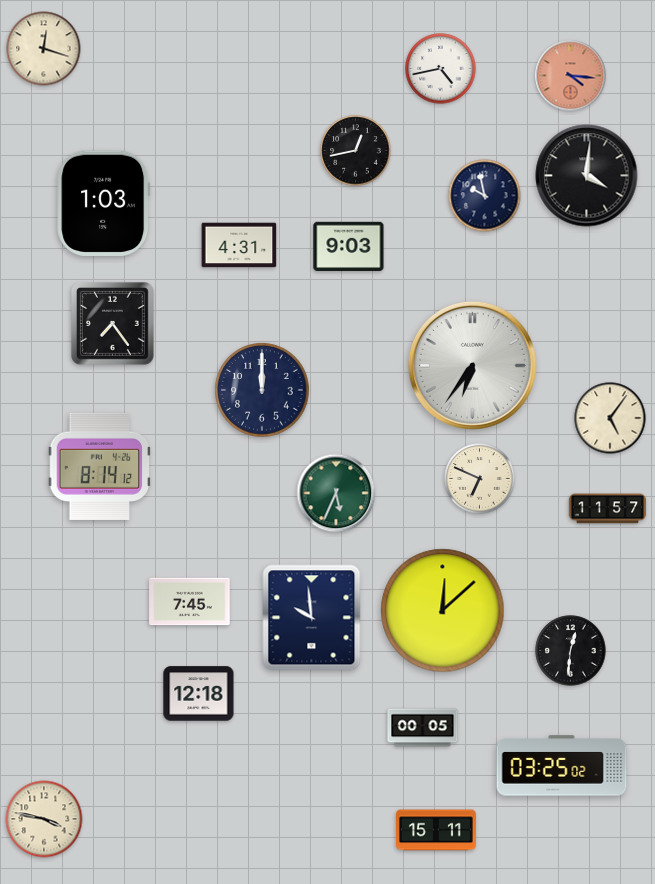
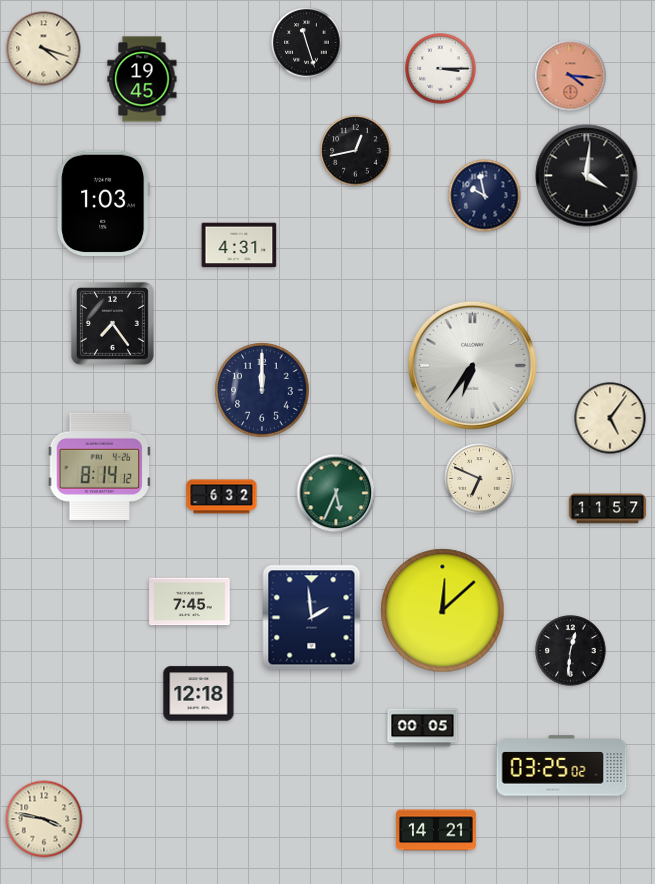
clock at (307, 43): none -> 11:27
clock at (44, 49): 12:18 -> 4:18
clock at (441, 69): 4:43 -> 3:15
clock at (142, 79): none -> 19:45
clock at (349, 246): 9:03 -> none
clock at (222, 497): none -> 6:32
clock at (312, 618): 9:59 -> 1:59
clock at (437, 830): 15:11 -> 14:21
